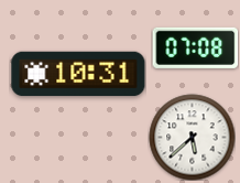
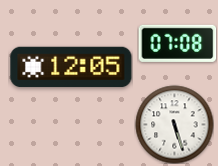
clock at (78, 74): 10:31 -> 12:05
clock at (192, 137): 5:38 -> 5:27
